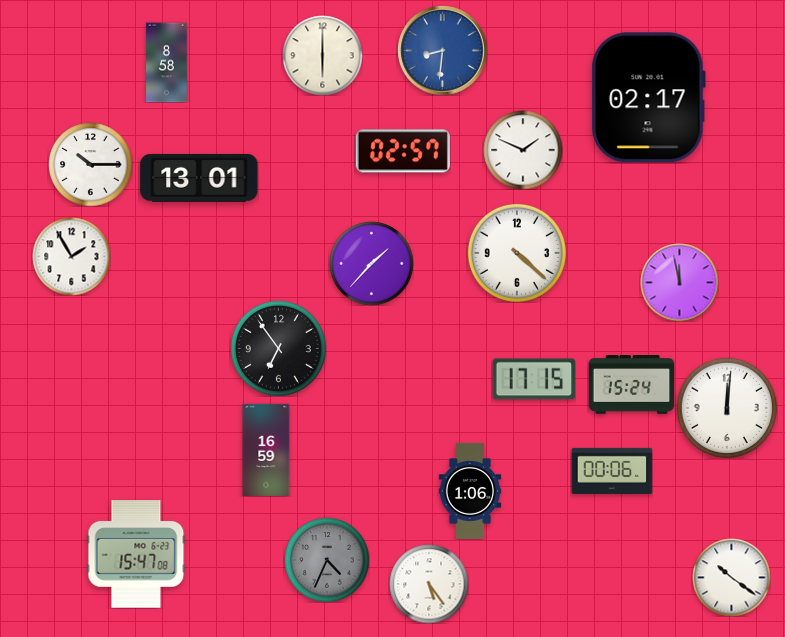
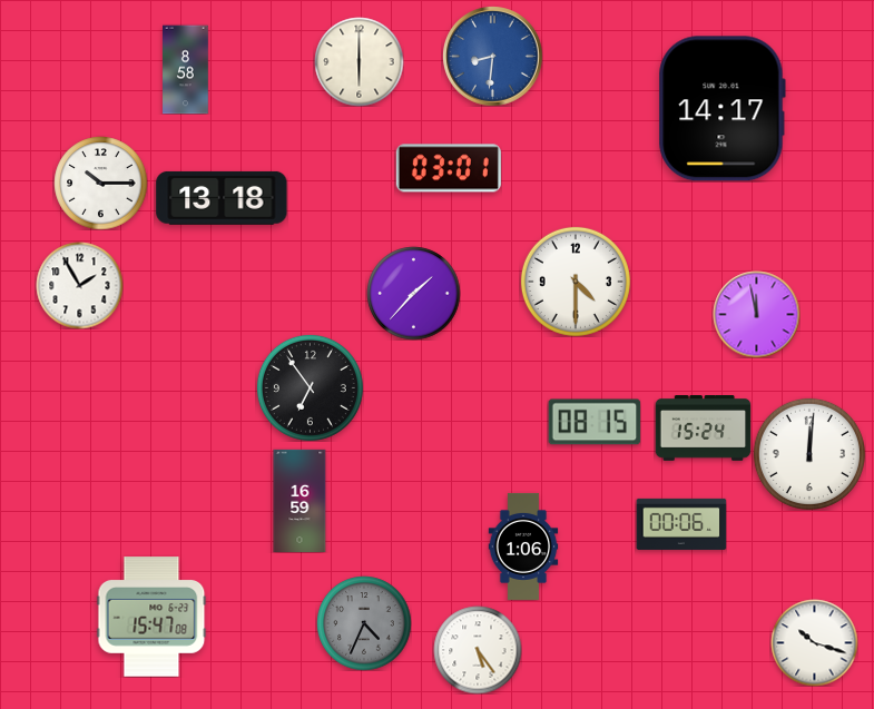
clock at (648, 98): 02:17 -> 14:17
clock at (523, 150): 1:49 -> none
clock at (403, 151): 02:57 -> 03:01
clock at (199, 178): 13:01 -> 13:18
clock at (517, 253): 4:22 -> 4:30
clock at (534, 379): 17:15 -> 08:15
clock at (266, 449) position: (266, 449) -> (299, 500)
clock at (731, 577): 10:21 -> 10:18
